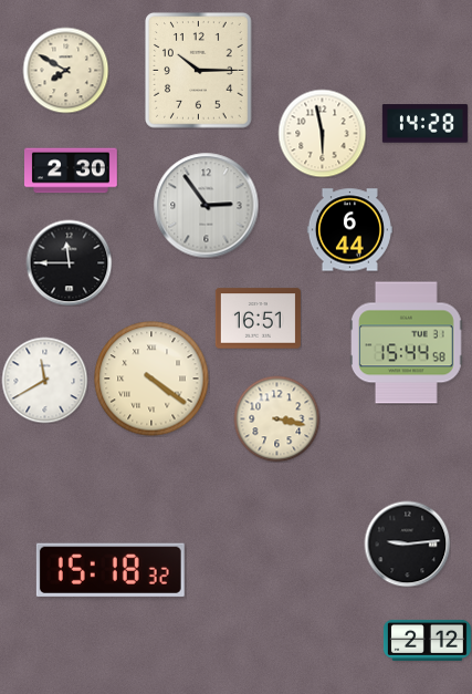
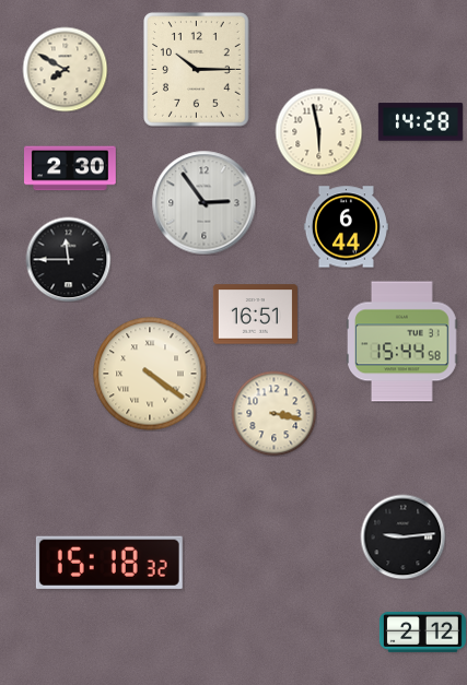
clock at (407, 343) position: (407, 343) -> (402, 342)
clock at (44, 380): 11:40 -> none
